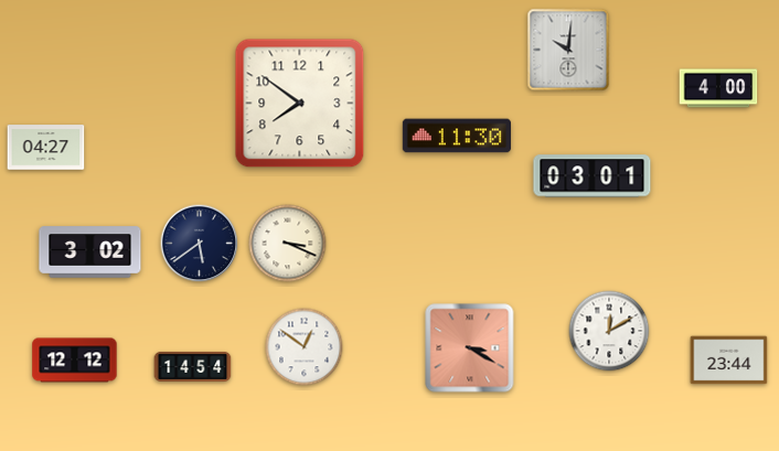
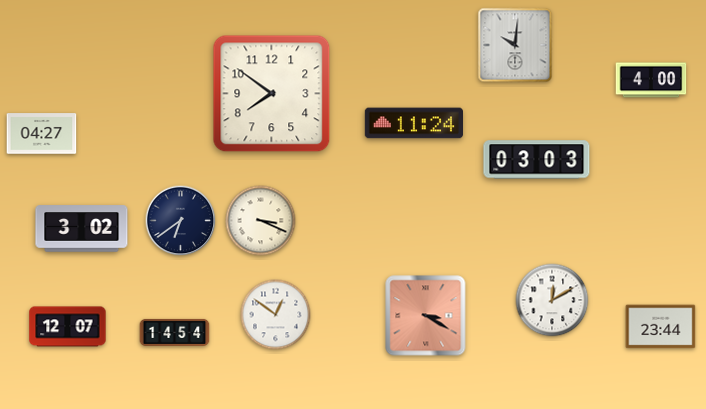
clock at (456, 136): 11:30 -> 11:24
clock at (593, 176): 03:01 -> 03:03
clock at (200, 244): 5:39 -> 6:39
clock at (75, 361): 12:12 -> 12:07
